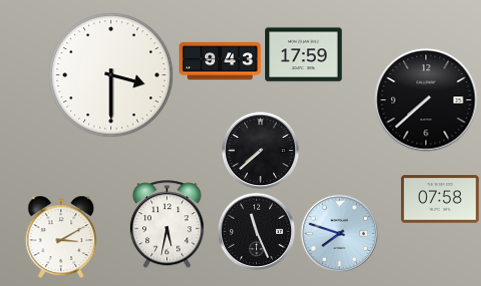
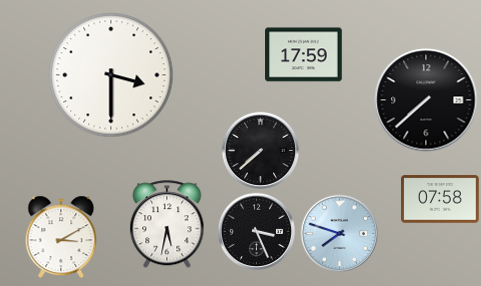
clock at (220, 61): 9:43 -> none
clock at (256, 231): 11:26 -> 3:26
